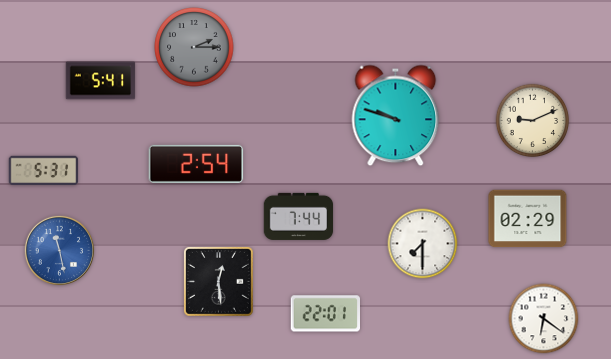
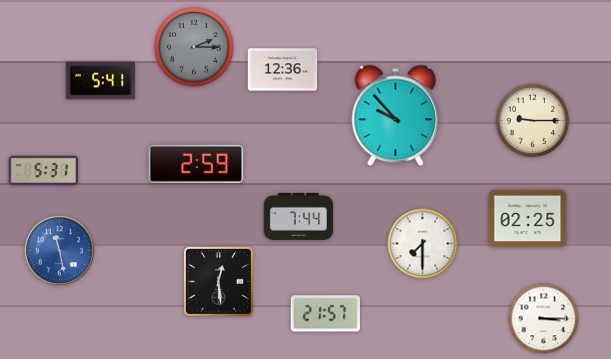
clock at (283, 70): none -> 12:36
clock at (396, 116): 9:48 -> 9:53
clock at (533, 121): 9:11 -> 9:15
clock at (196, 164): 2:54 -> 2:59
clock at (528, 219): 02:29 -> 02:25
clock at (325, 314): 22:01 -> 21:57
clock at (544, 319): 6:21 -> 3:15
